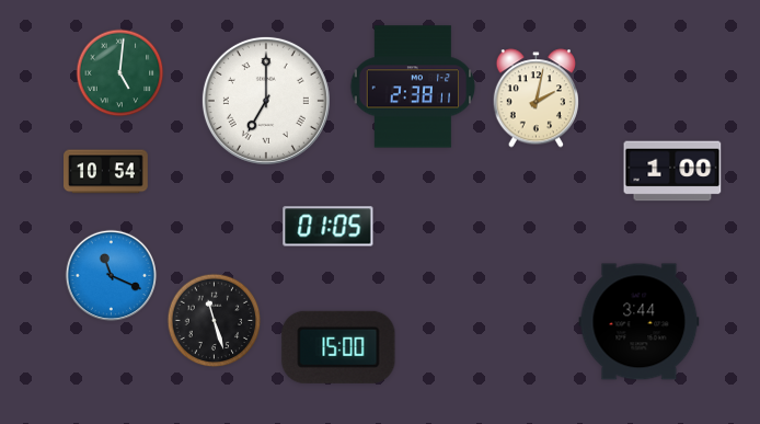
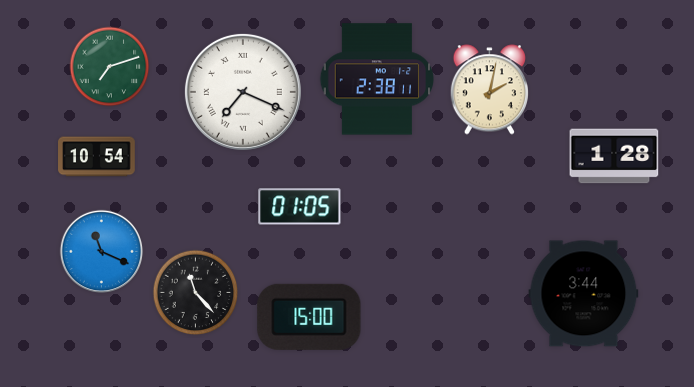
clock at (120, 73): 5:01 -> 7:12
clock at (266, 101): 7:00 -> 7:19
clock at (672, 171): 1:00 -> 1:28
clock at (215, 321): 11:27 -> 11:23
